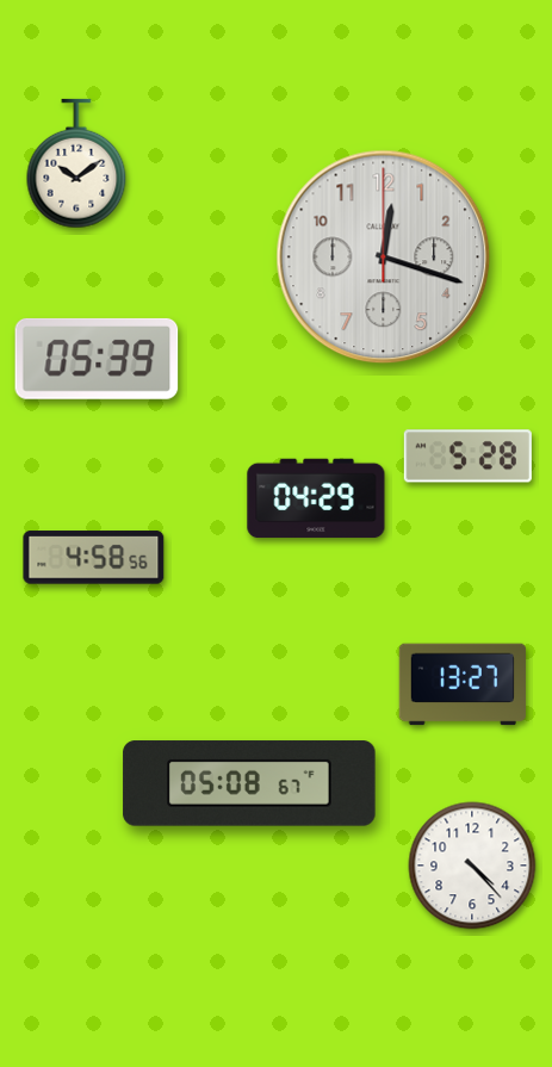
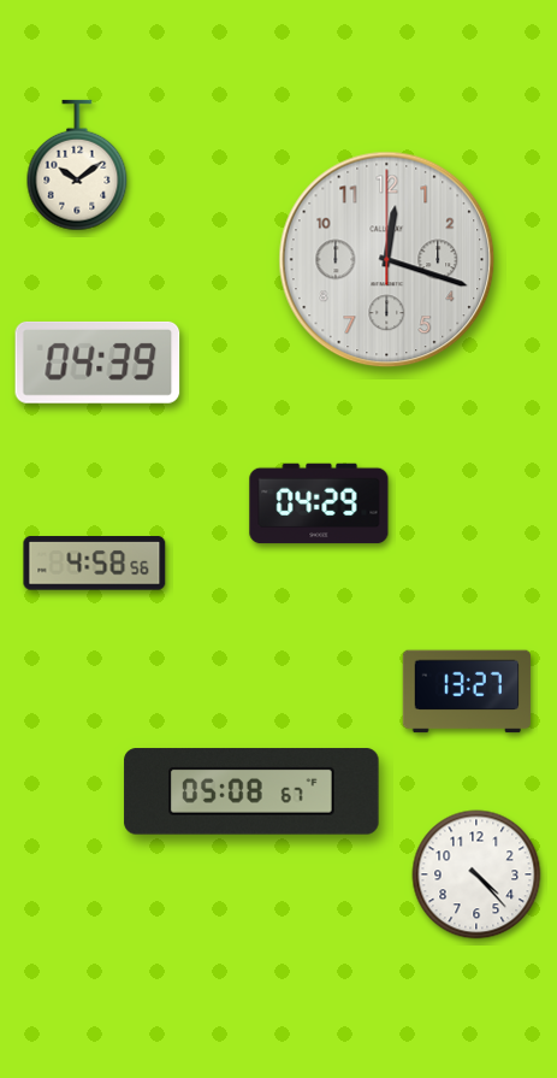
clock at (97, 359): 05:39 -> 04:39
clock at (467, 457): 5:28 -> none
